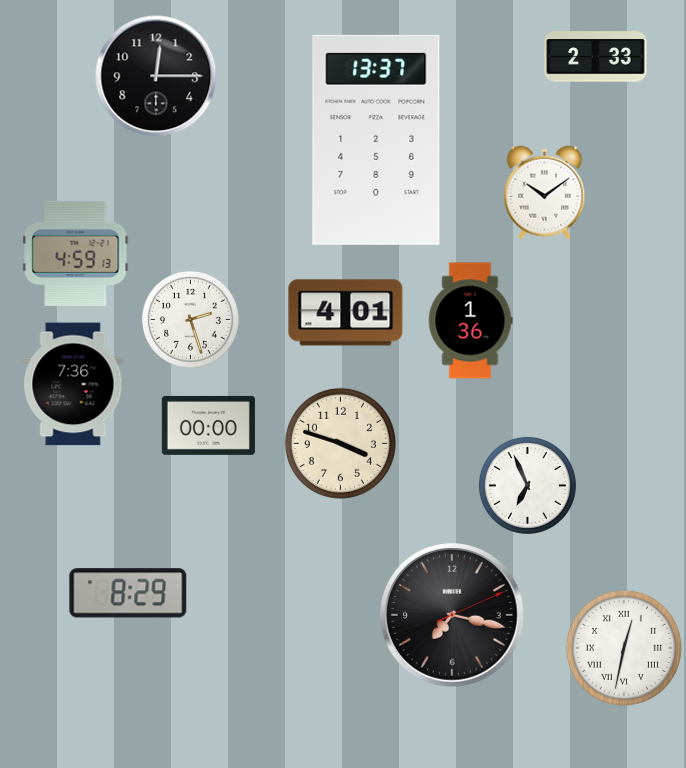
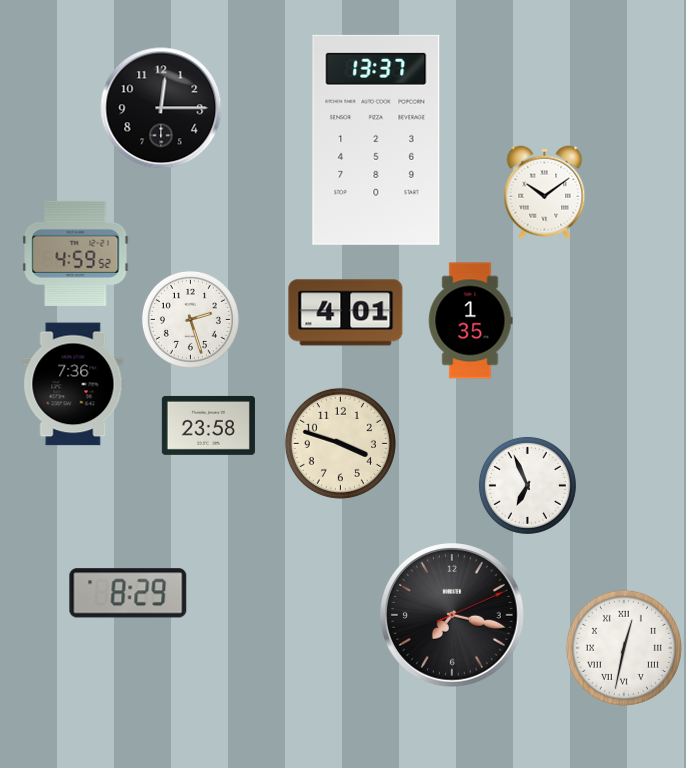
clock at (596, 57): 2:33 -> none
clock at (156, 76) position: (156, 76) -> (161, 108)
clock at (76, 253): 4:59:13 -> 4:59:52
clock at (470, 321): 1:36 -> 1:35
clock at (208, 425): 00:00 -> 23:58
